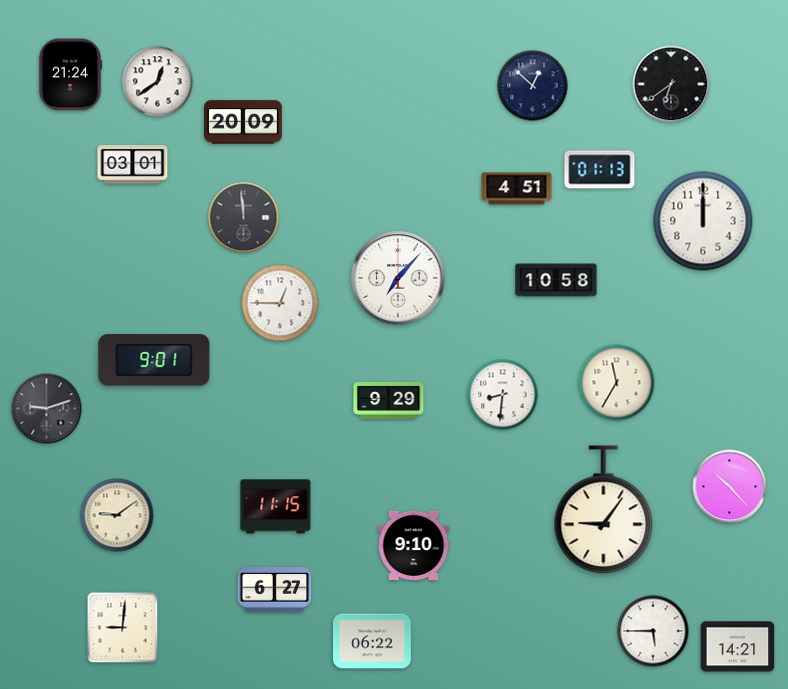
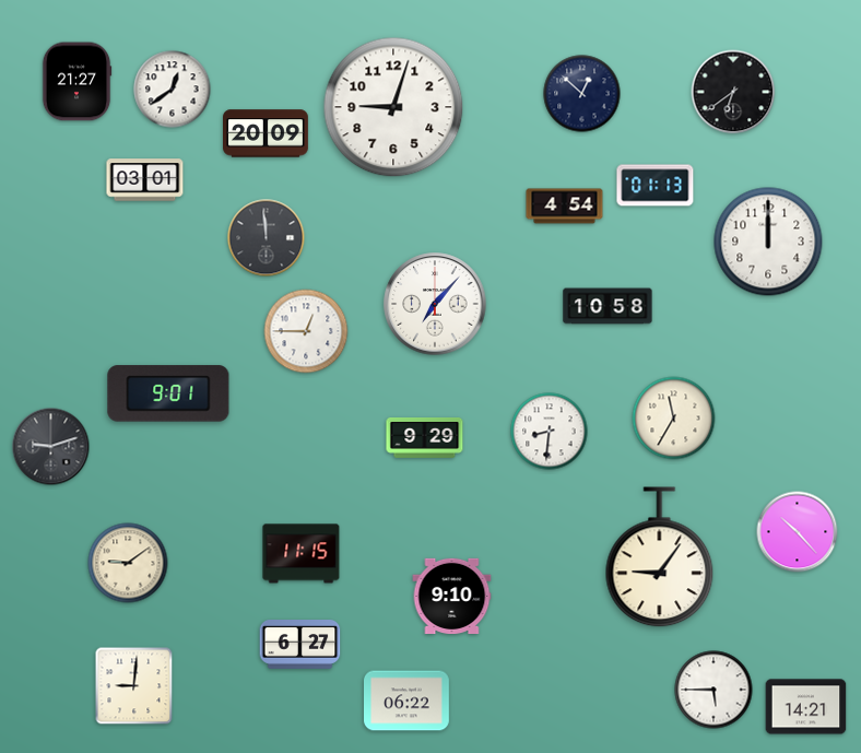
clock at (70, 75): 21:24 -> 21:27
clock at (393, 107): none -> 9:03
clock at (517, 189): 4:51 -> 4:54
